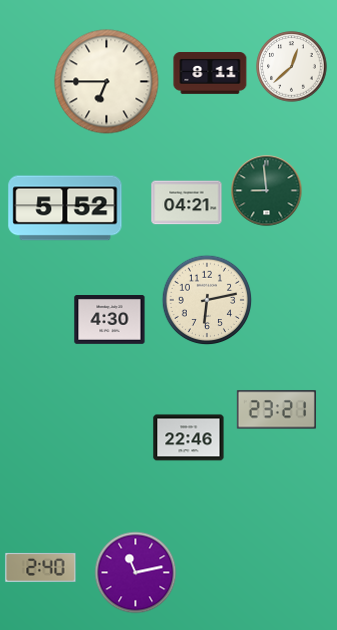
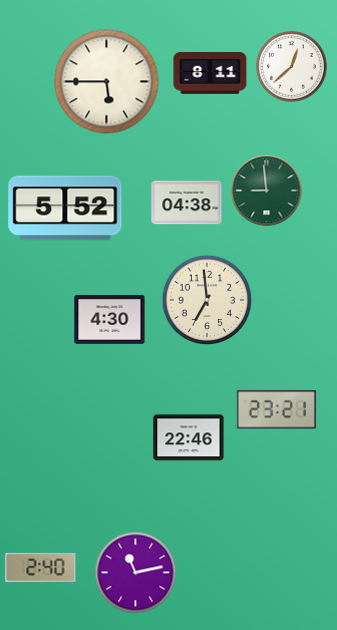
clock at (107, 82): 6:45 -> 5:45
clock at (187, 203): 04:21 -> 04:38
clock at (207, 300): 6:13 -> 6:59
